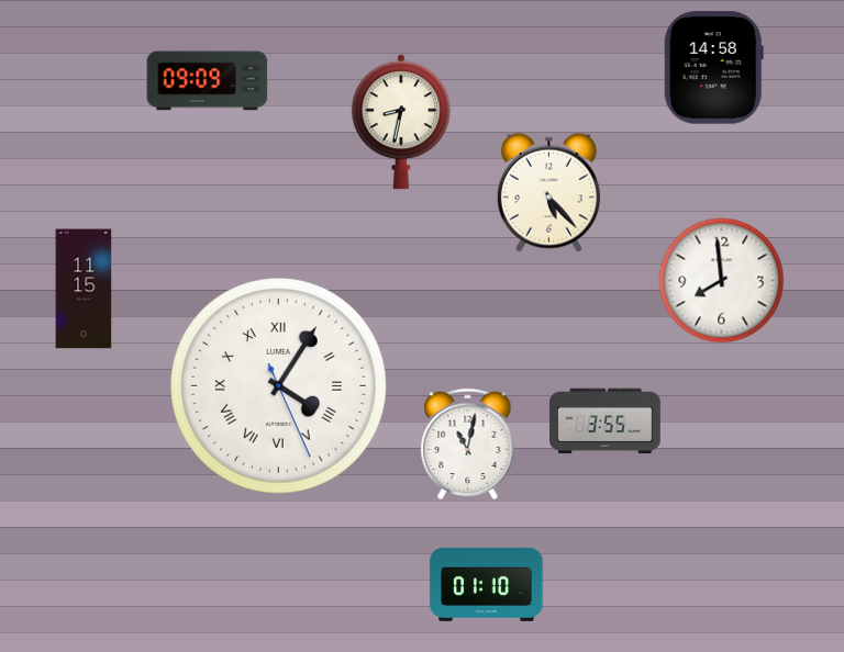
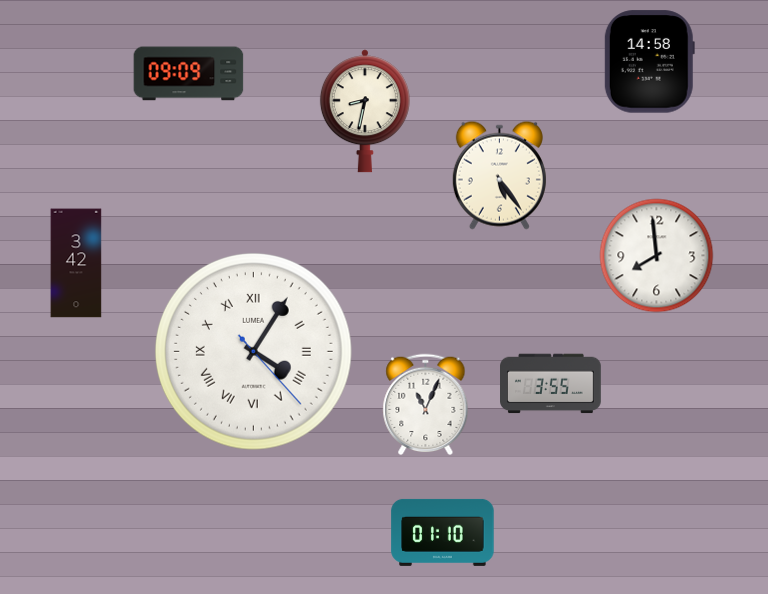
clock at (548, 192): 5:23 -> 5:24
clock at (84, 289): 11:15 -> 3:42
clock at (278, 385): 4:05:26 -> 4:05:23
clock at (468, 445): 11:02 -> 11:04
